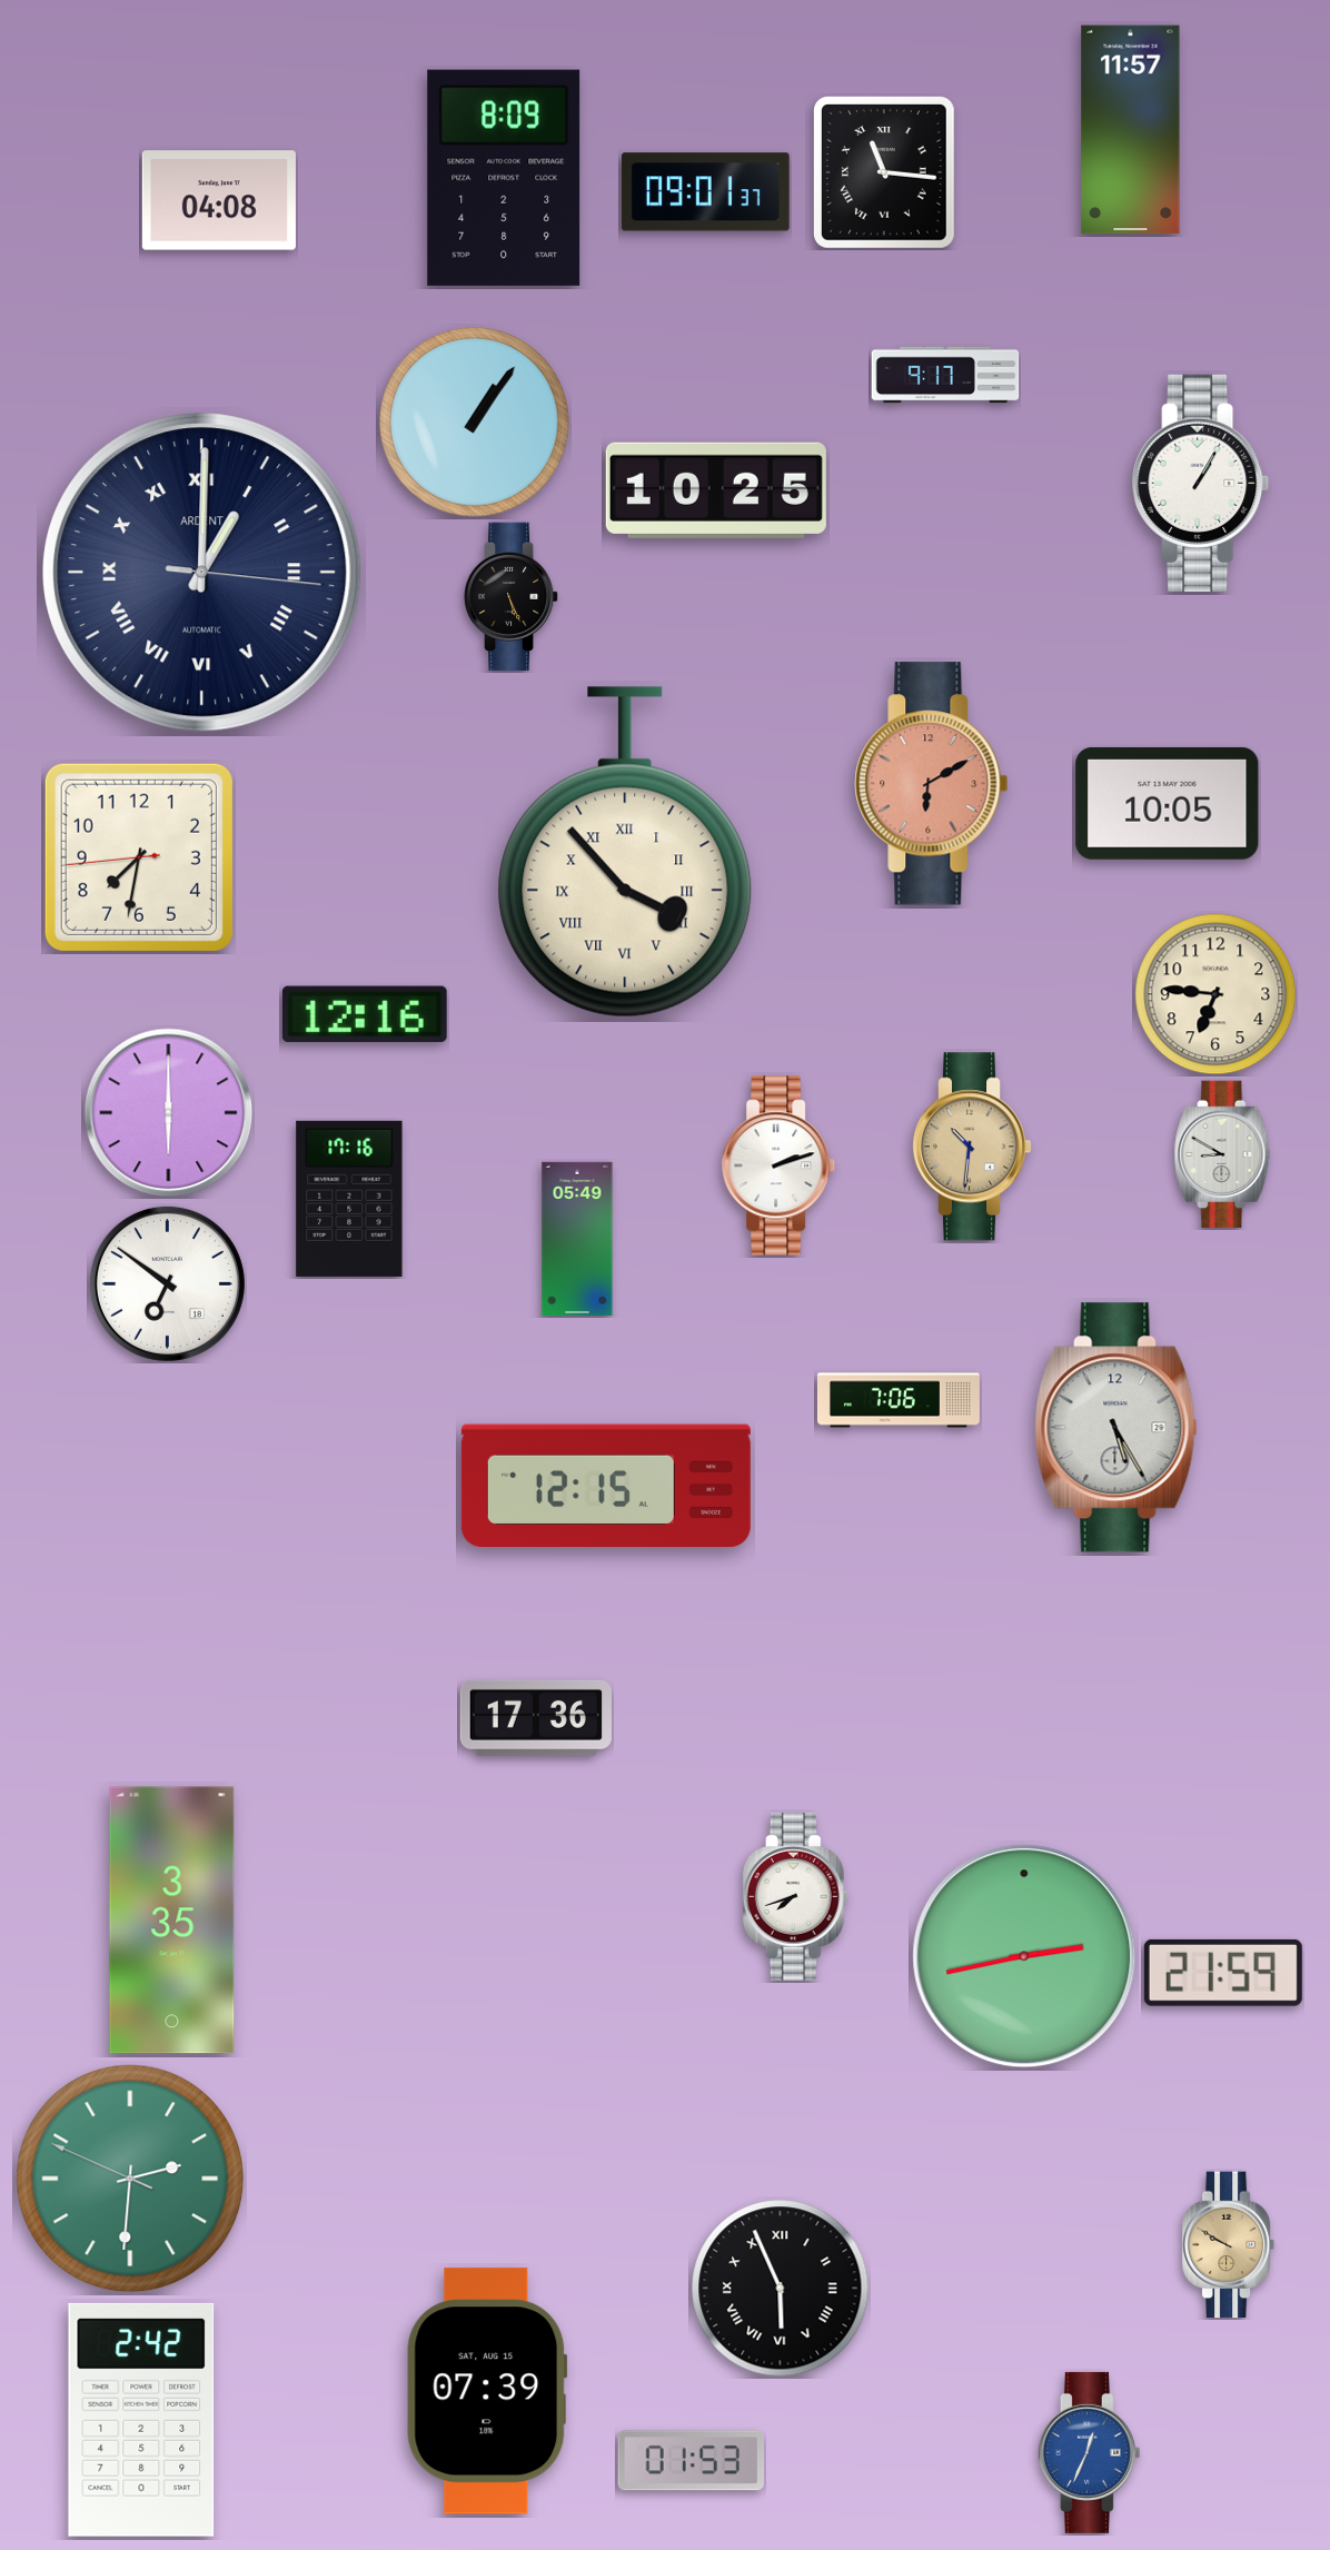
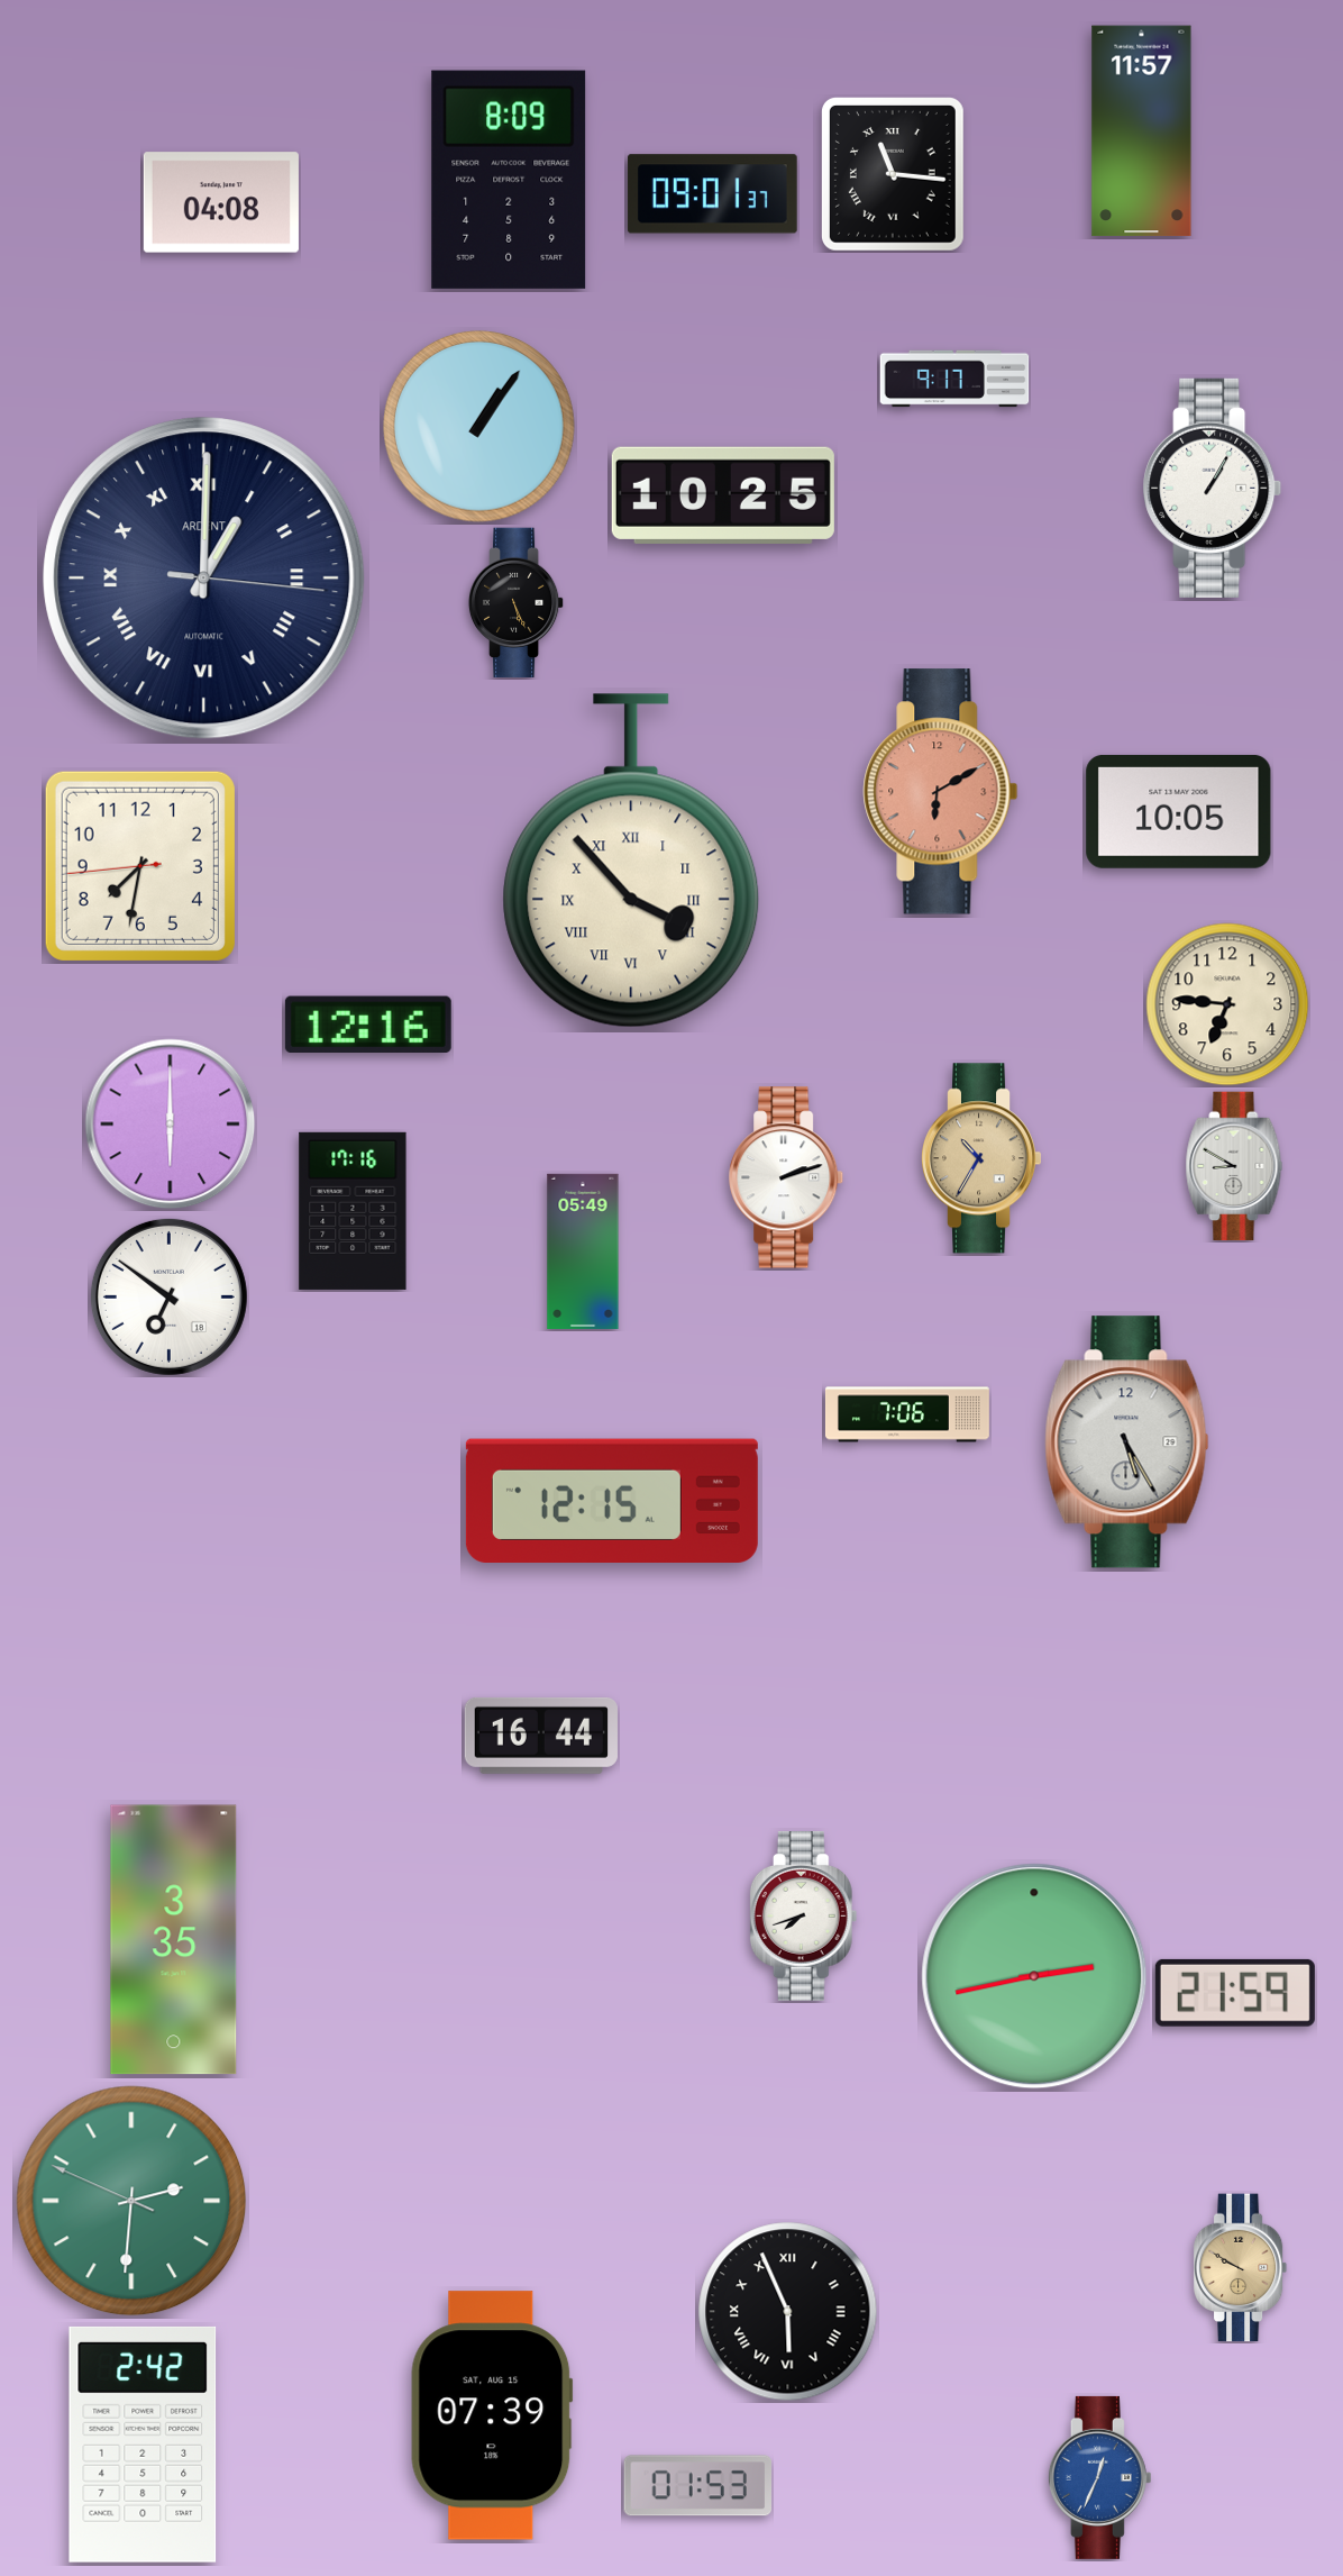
clock at (973, 1147): 10:31 -> 10:35
clock at (536, 1718): 17:36 -> 16:44
